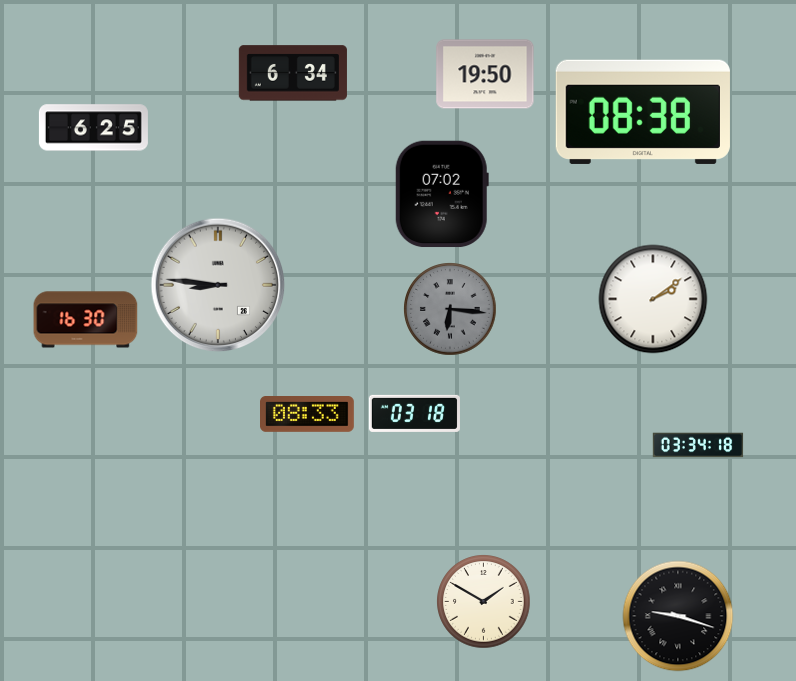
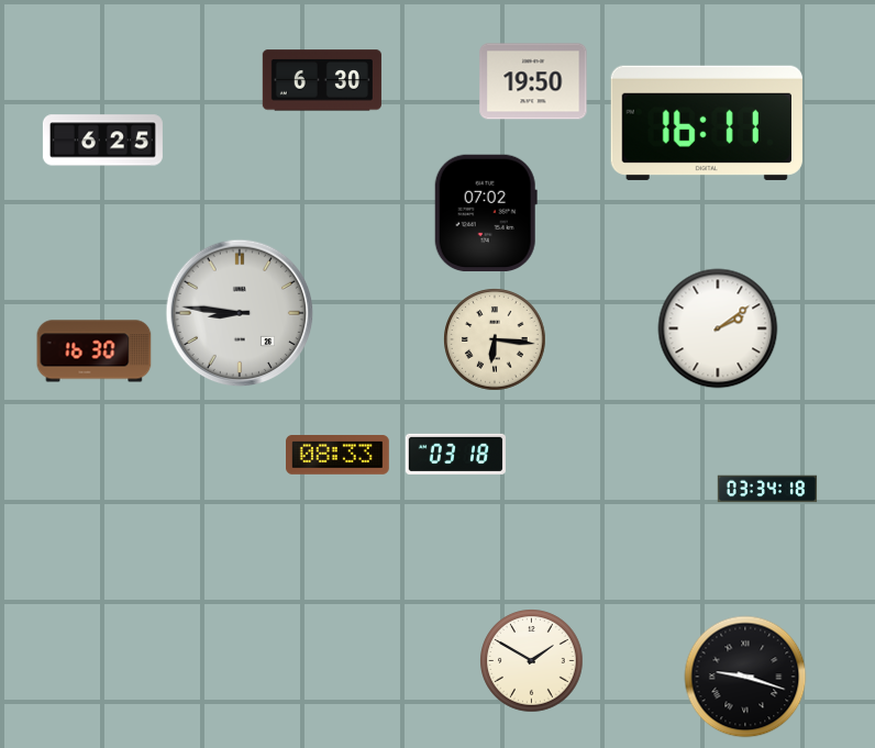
clock at (293, 73): 6:34 -> 6:30
clock at (643, 112): 08:38 -> 16:11
clock at (450, 309) dial: grey -> cream
